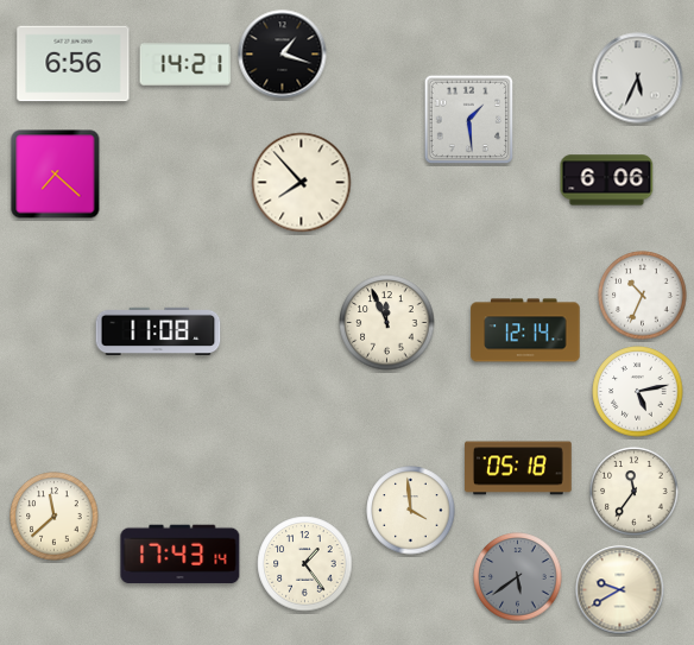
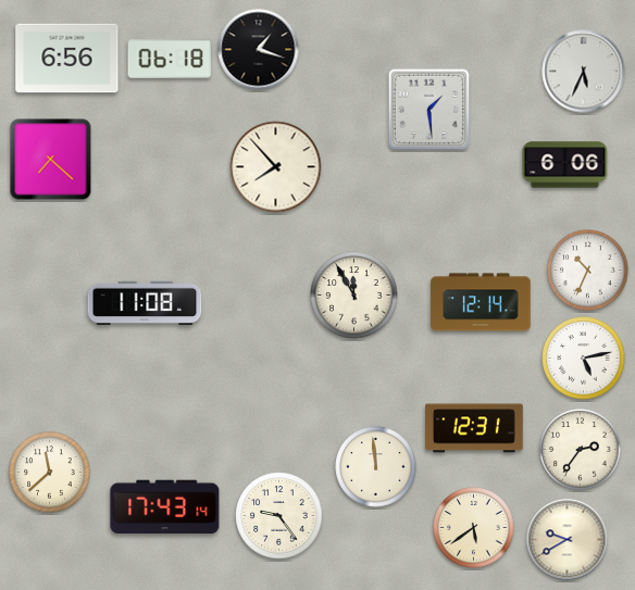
clock at (185, 64): 14:21 -> 06:18
clock at (607, 181) position: (607, 181) -> (565, 165)
clock at (387, 323): 11:56 -> 11:55
clock at (518, 468): 05:18 -> 12:31
clock at (635, 492): 11:36 -> 2:36
clock at (411, 511): 3:59 -> 11:59
clock at (305, 564): 1:24 -> 9:24
clock at (518, 577) dial: grey -> cream
